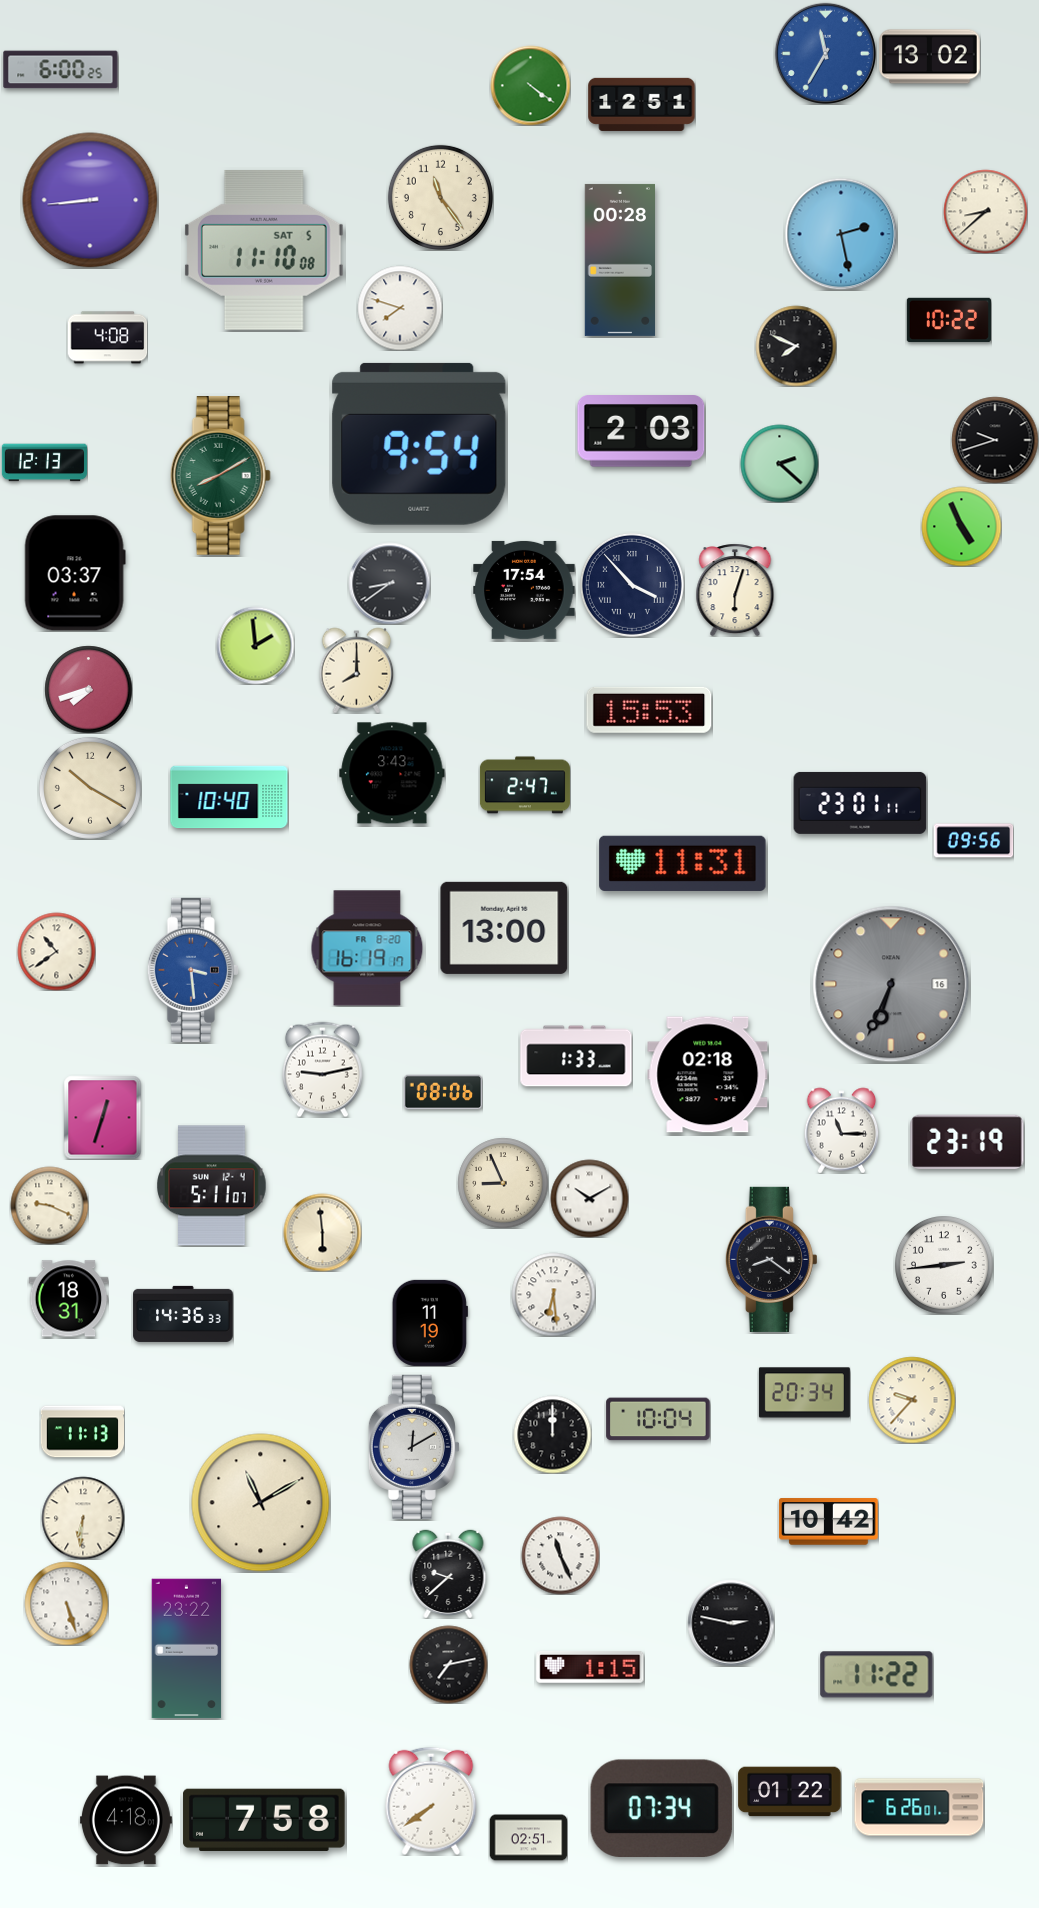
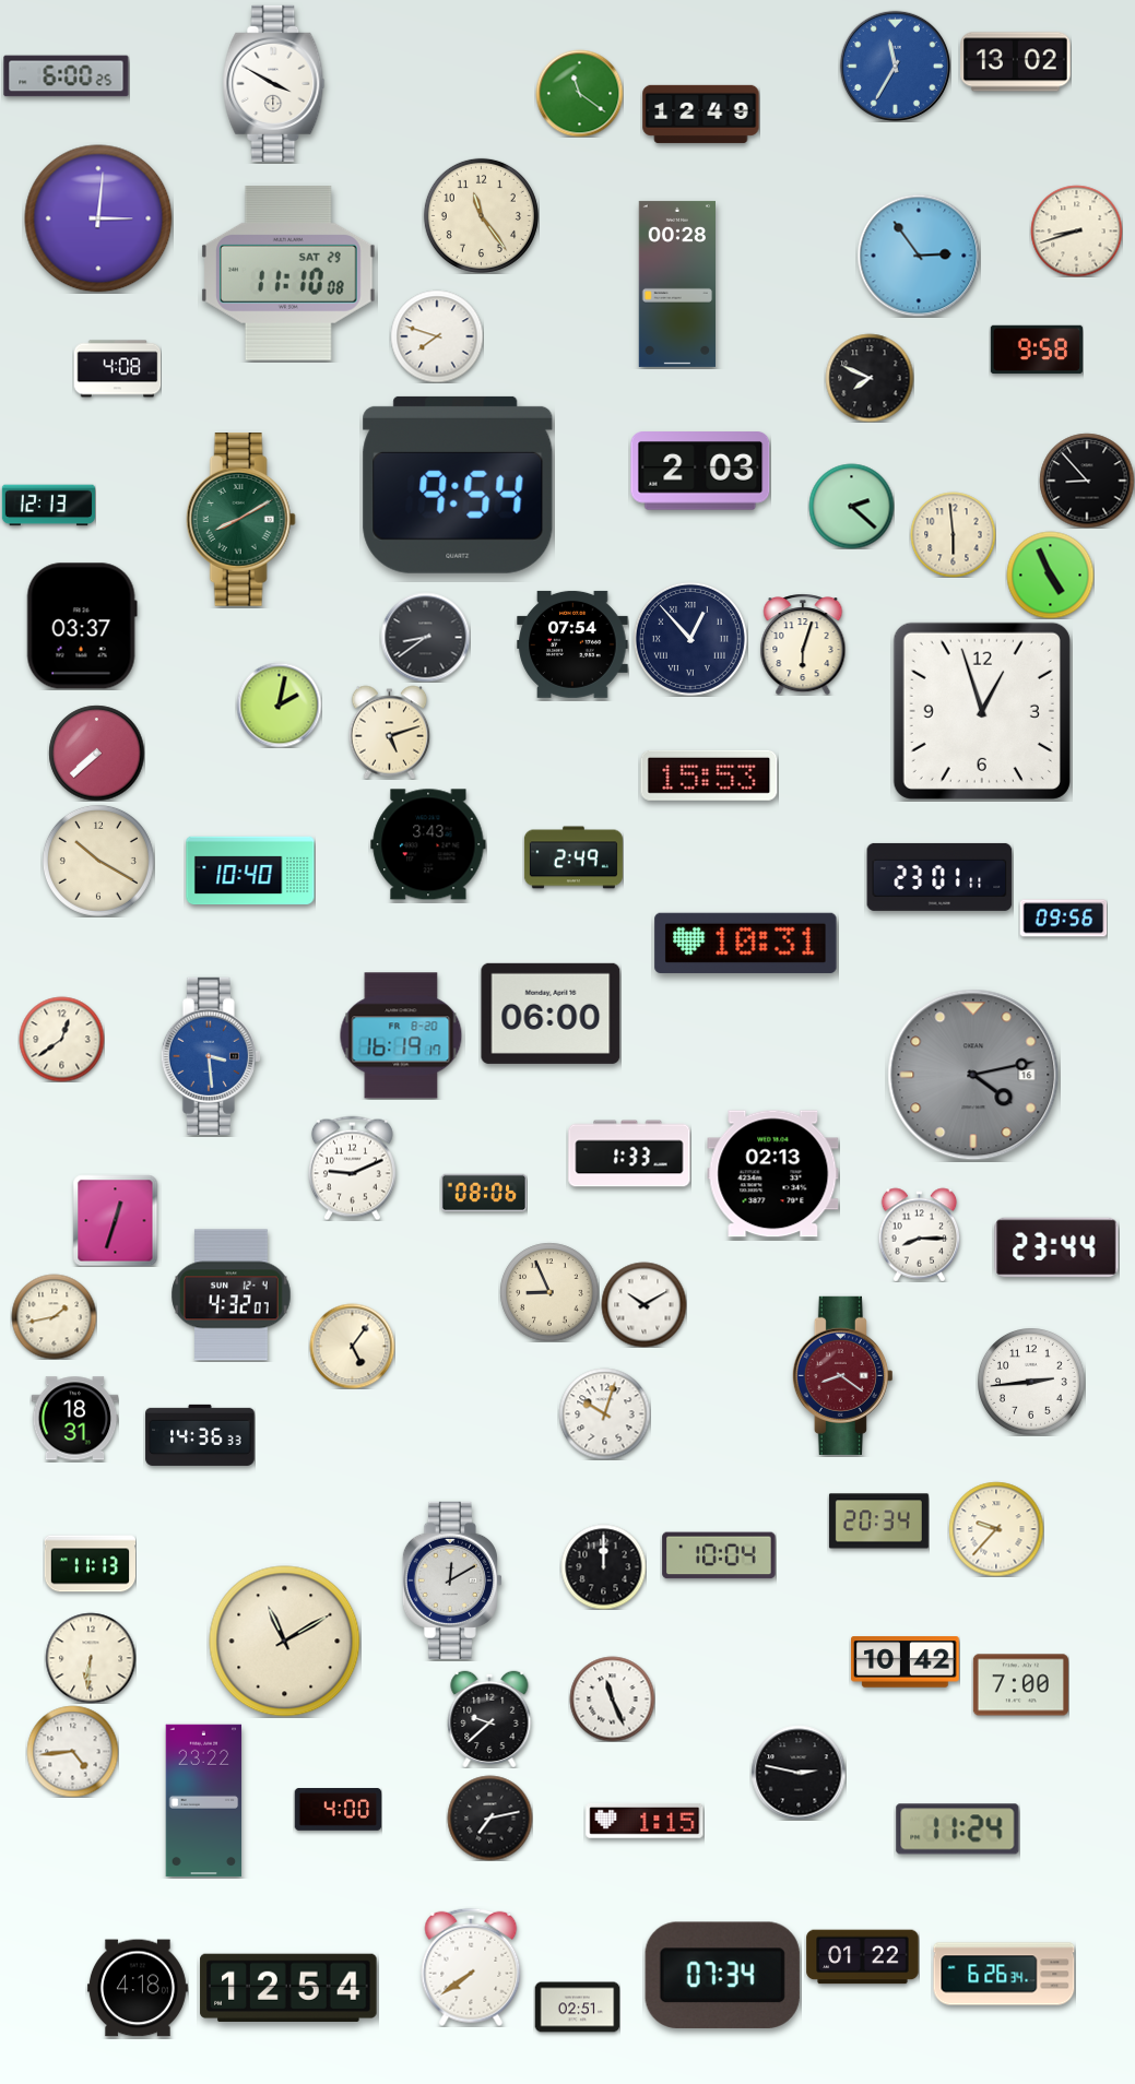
clock at (825, 53) position: (825, 53) -> (895, 66)
clock at (274, 83): none -> 3:50
clock at (530, 85): 4:21 -> 11:21
clock at (642, 104): 12:51 -> 12:49
clock at (90, 200): 8:44 -> 3:01
clock at (985, 211): 8:38 -> 8:42
clock at (841, 234): 2:28 -> 2:54
clock at (264, 250) date: SAT 5 -> SAT 29
clock at (948, 320): 10:22 -> 9:58
clock at (995, 440): 9:42 -> 8:53
clock at (953, 534): none -> 5:59
clock at (632, 585): 3:53 -> 12:53
clock at (524, 590): 17:54 -> 07:54
clock at (255, 645): 1:59 -> 2:02
clock at (982, 711): none -> 12:57
clock at (357, 670): 8:00 -> 5:12
clock at (88, 689): 7:42 -> 7:38
clock at (525, 785): 2:47 -> 2:49
clock at (683, 863): 11:31 -> 10:31
clock at (504, 928): 13:00 -> 06:00
clock at (56, 951): 10:39 -> 12:39
clock at (193, 970) position: (193, 970) -> (211, 1056)
clock at (891, 984): 6:34 -> 4:13
clock at (322, 1069): 9:13 -> 9:11
clock at (708, 1075): 02:18 -> 02:13
clock at (103, 1117) position: (103, 1117) -> (116, 1220)
clock at (842, 1130): 11:15 -> 8:15
clock at (967, 1142): 23:19 -> 23:44
clock at (212, 1186): 5:11 -> 4:32
clock at (589, 1198) position: (589, 1198) -> (643, 1304)
clock at (49, 1205): 9:19 -> 1:43
clock at (322, 1232): 5:59 -> 5:06
clock at (771, 1259) dial: black -> burgundy
clock at (553, 1294): 6:29 -> 10:03
clock at (430, 1323): 11:19 -> none
clock at (658, 1419) position: (658, 1419) -> (719, 1555)
clock at (1020, 1685): none -> 7:00
clock at (66, 1603): 5:27 -> 4:44
clock at (338, 1810): none -> 4:00
clock at (877, 1675): 11:22 -> 11:24
clock at (919, 1807): 6:26:01 -> 6:26:34
clock at (264, 1820): 7:58 -> 12:54
